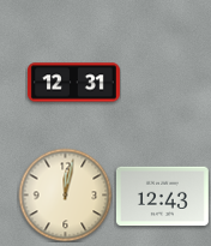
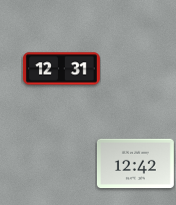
clock at (65, 194): 12:02 -> none
clock at (162, 197): 12:43 -> 12:42
